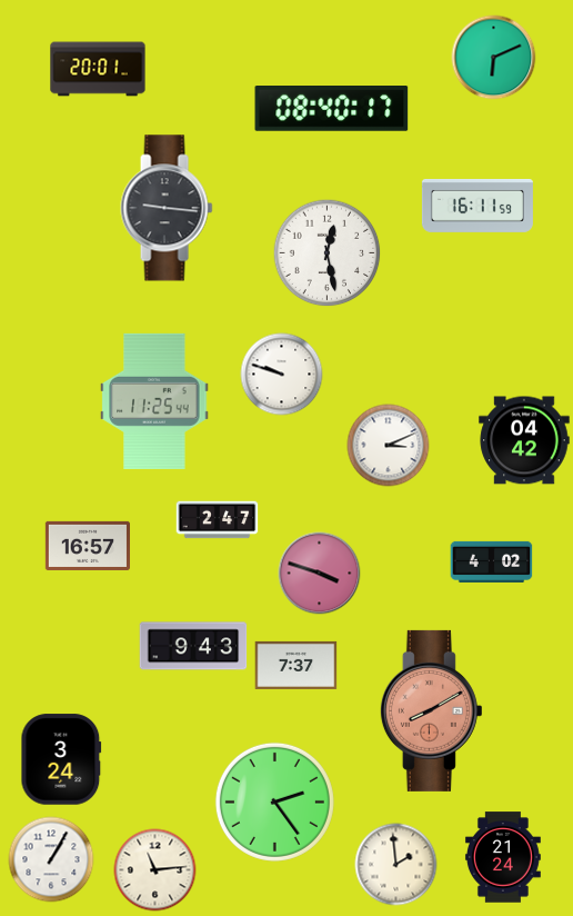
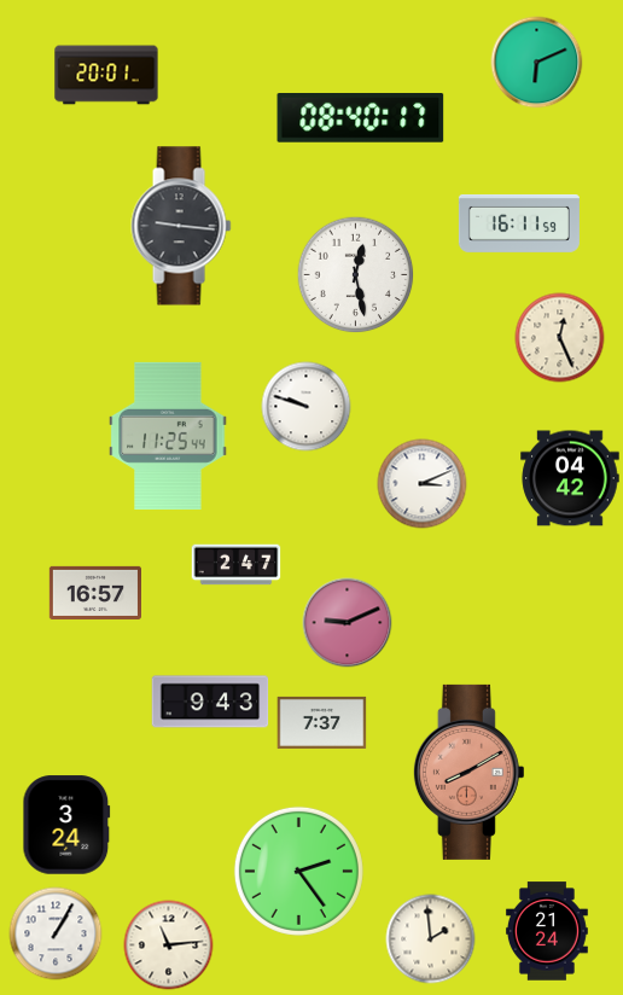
clock at (560, 338): none -> 12:26
clock at (492, 561): 4:02 -> none
clock at (320, 574): 3:48 -> 9:11
